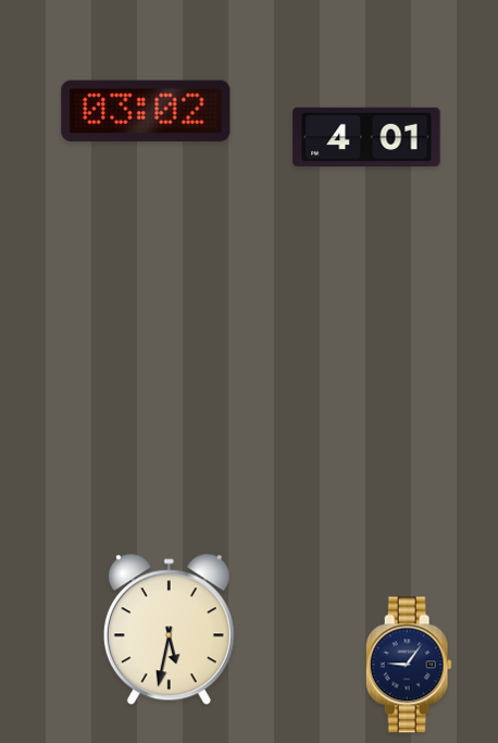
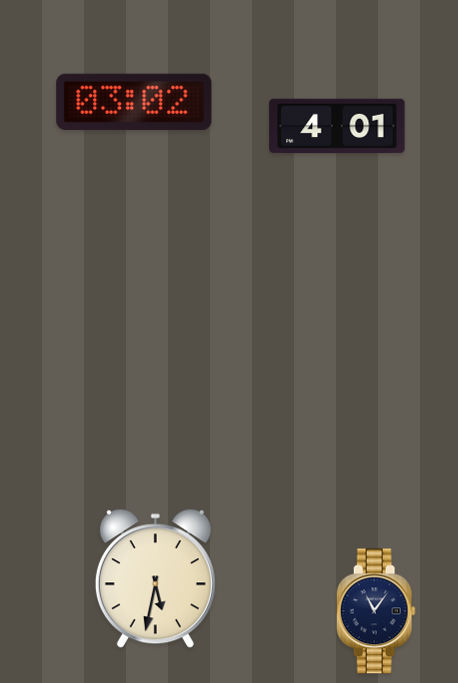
clock at (409, 665): 9:06 -> 11:06
